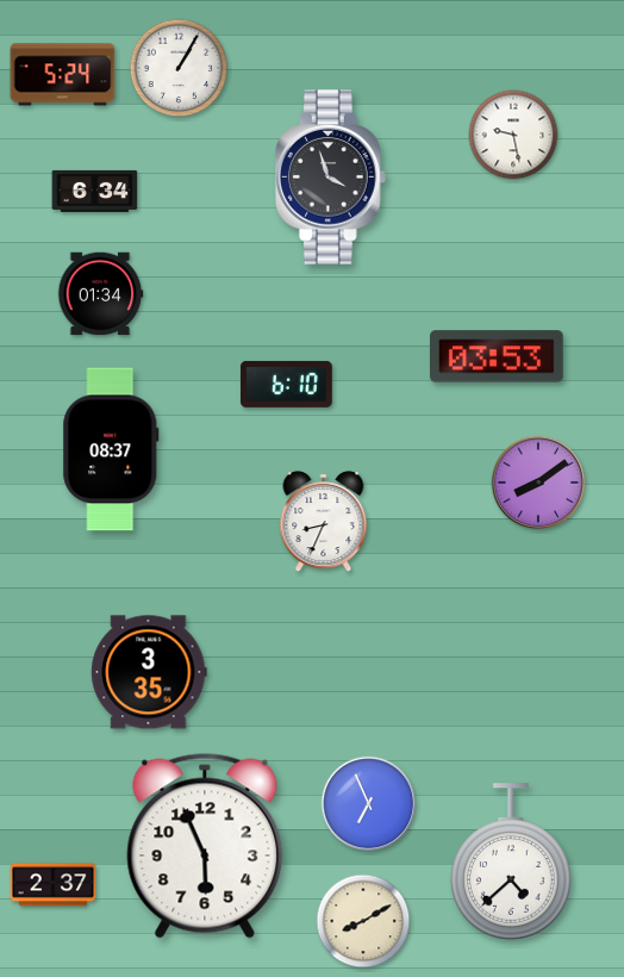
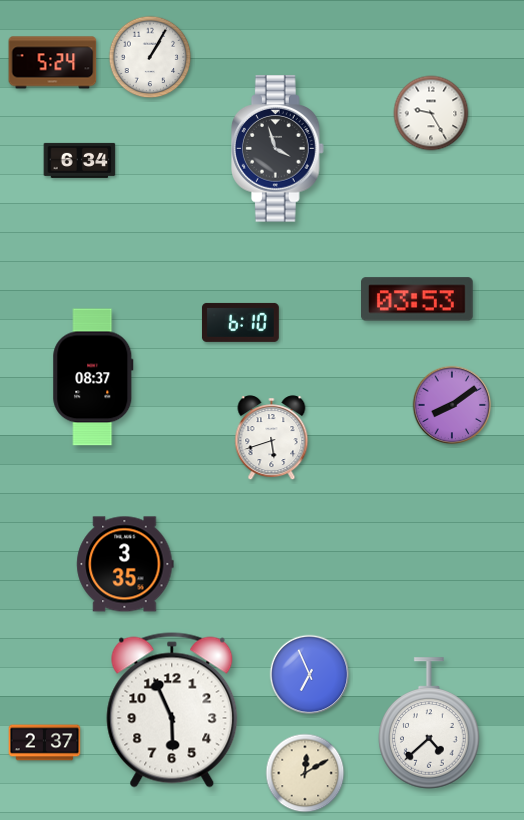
clock at (513, 135): 9:28 -> 9:25
clock at (100, 294): 01:34 -> none
clock at (324, 522): 8:34 -> 5:42
clock at (363, 921): 8:10 -> 12:10
